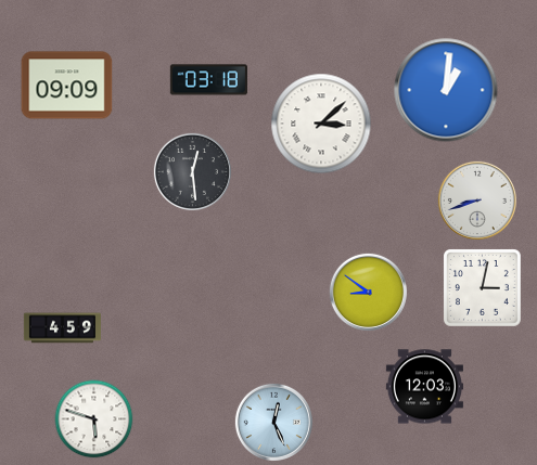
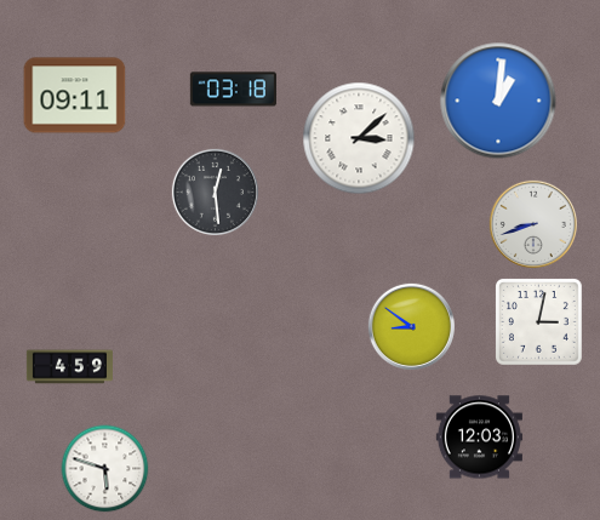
clock at (67, 86): 09:09 -> 09:11
clock at (424, 387) position: (424, 387) -> (479, 438)
clock at (273, 422): 12:26 -> none
